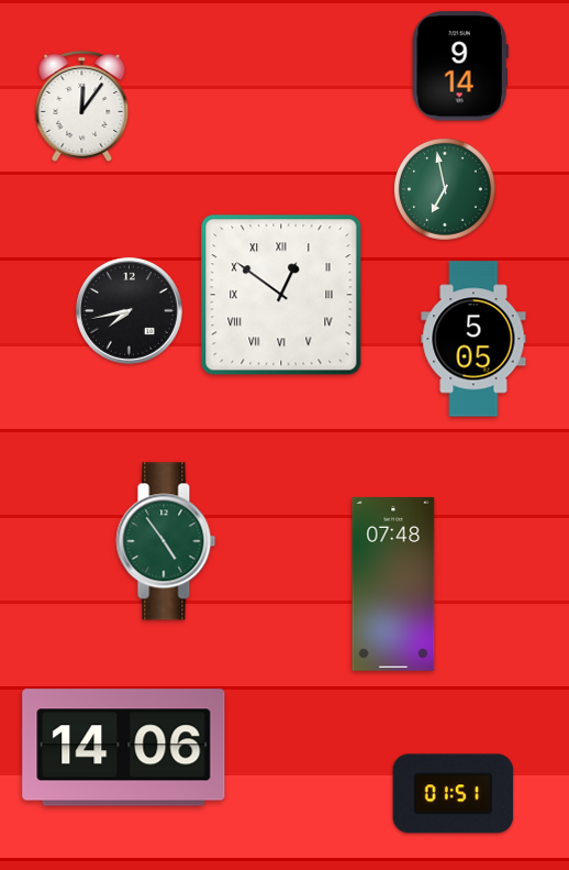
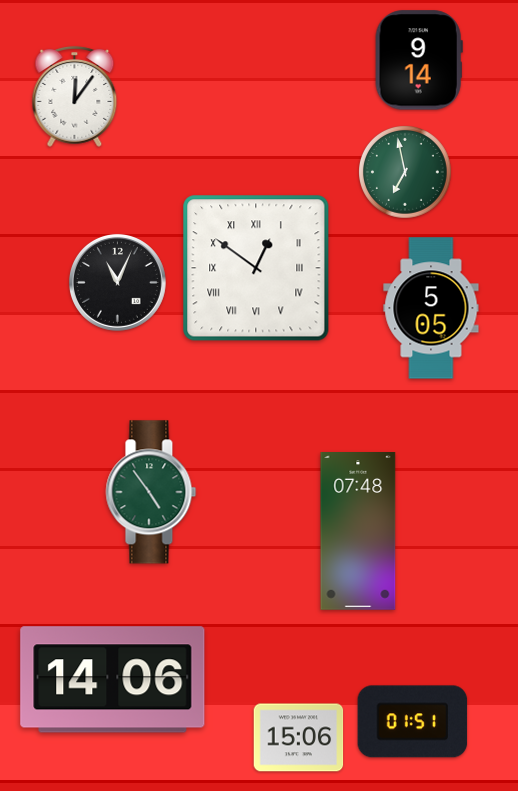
clock at (129, 310): 7:43 -> 11:04
clock at (299, 738): none -> 15:06
